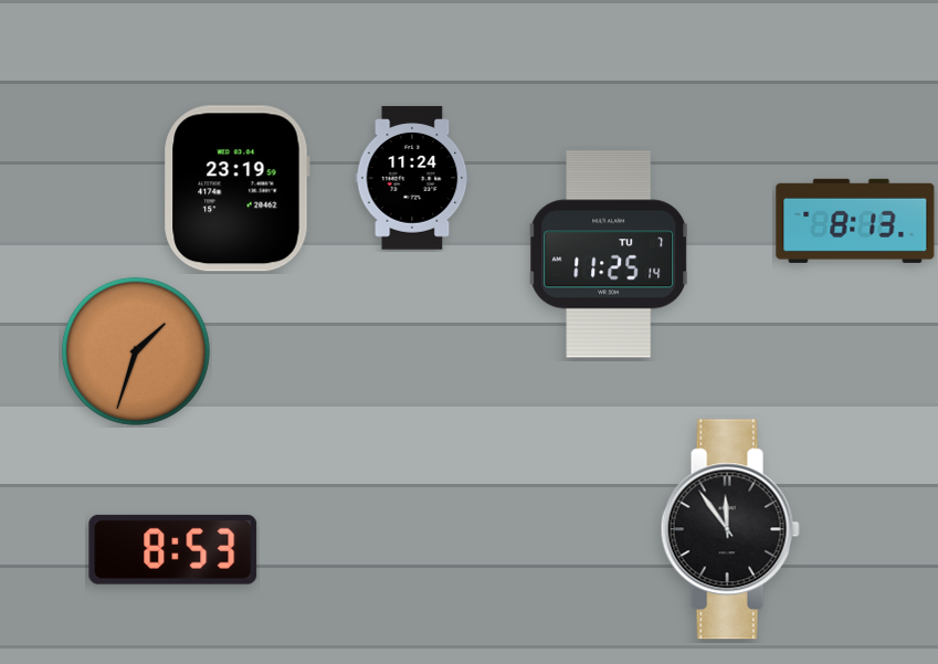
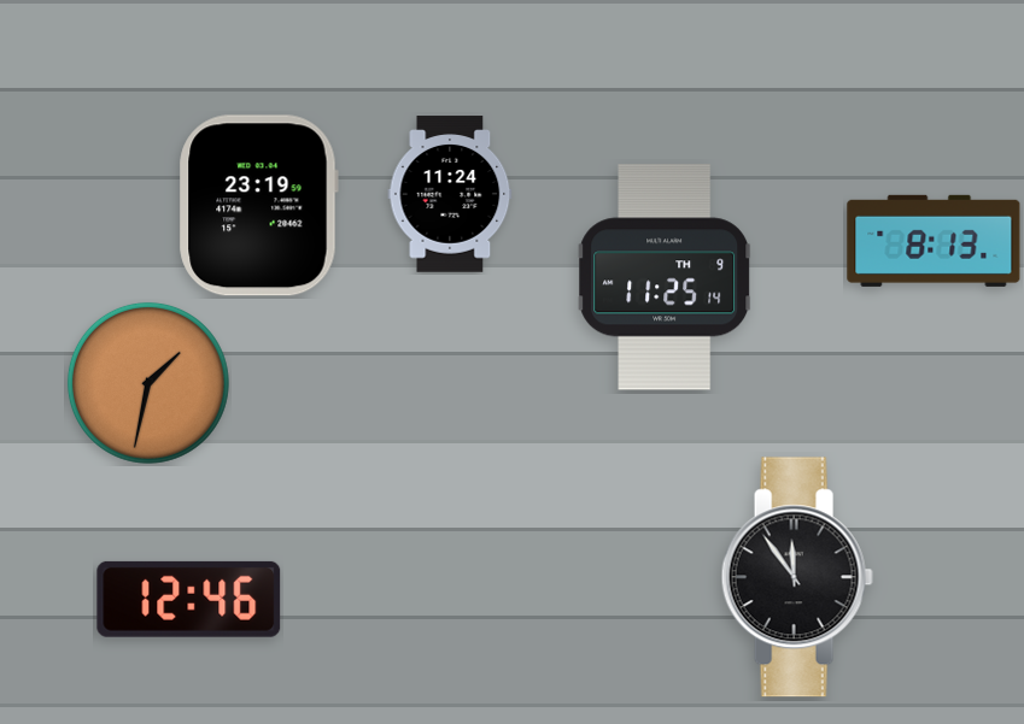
clock at (609, 254) date: TU 7 -> TH 9
clock at (136, 351): 1:33 -> 1:32
clock at (173, 549): 8:53 -> 12:46
